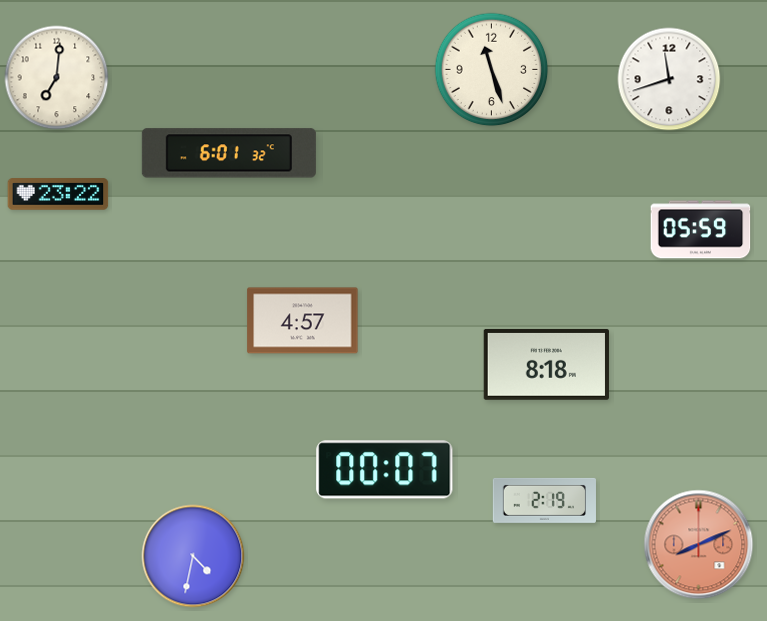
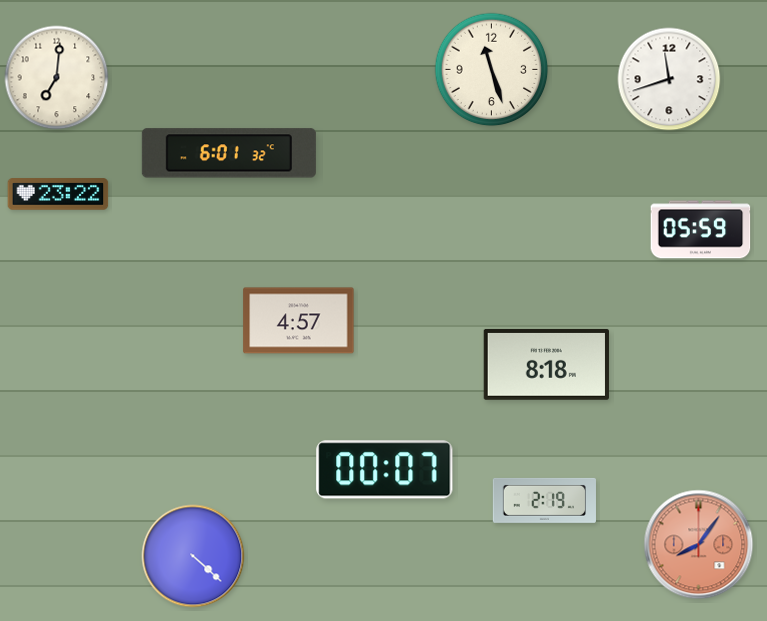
clock at (303, 321) position: (303, 321) -> (299, 321)
clock at (699, 545): 8:11 -> 8:06
clock at (193, 556): 4:32 -> 4:22
